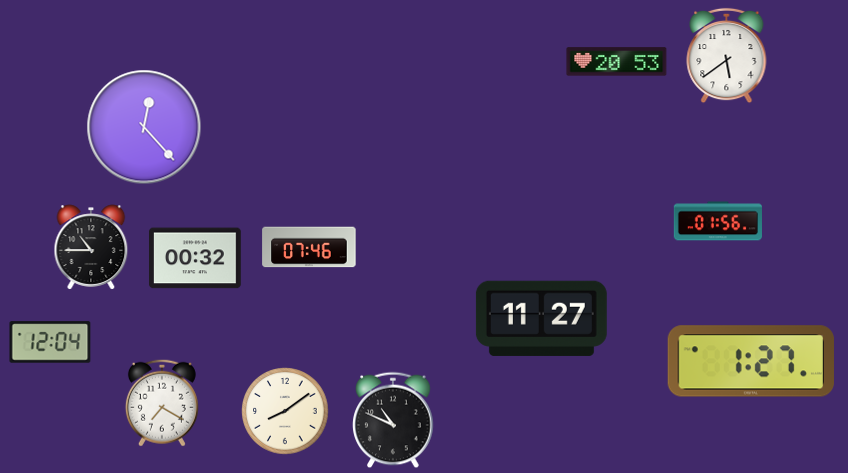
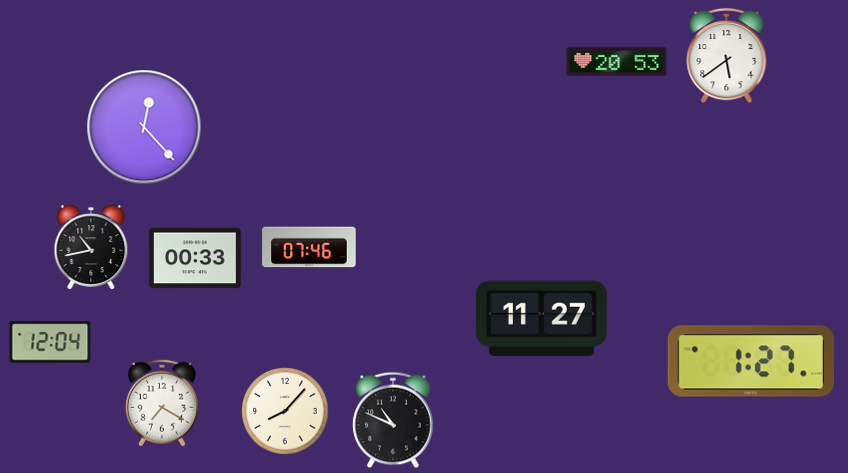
clock at (718, 221): 01:56 -> none
clock at (91, 247): 10:45 -> 10:43
clock at (196, 258): 00:32 -> 00:33
clock at (285, 411): 8:09 -> 8:07
